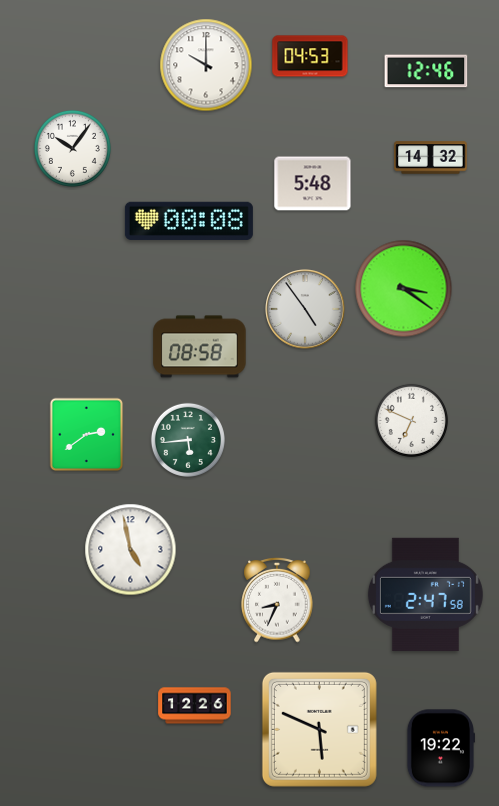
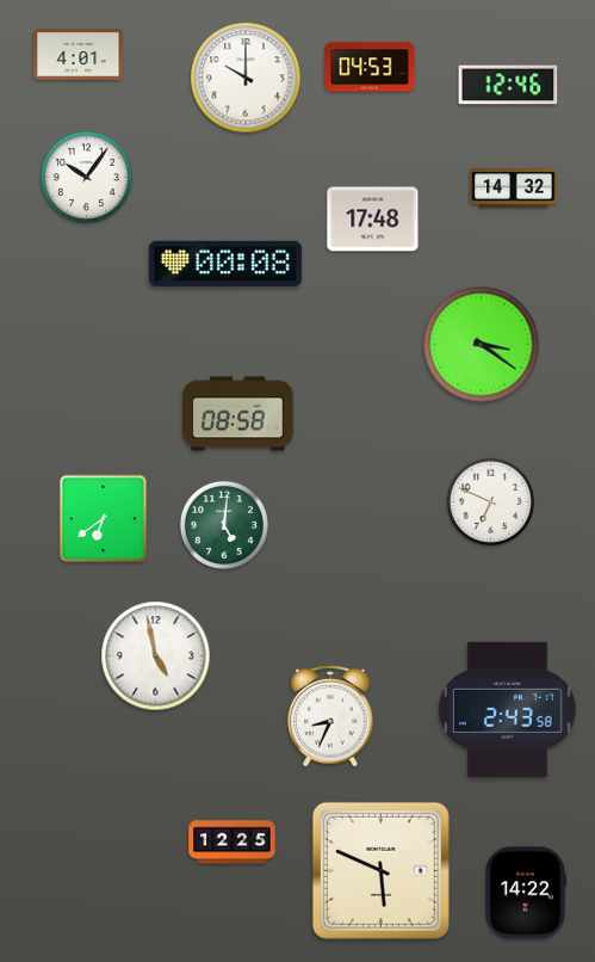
clock at (79, 55): none -> 4:01
clock at (313, 184): 5:48 -> 17:48
clock at (305, 309): 4:54 -> none
clock at (87, 435): 2:39 -> 6:39
clock at (188, 440): 5:44 -> 5:01
clock at (425, 594): 2:47 -> 2:43
clock at (195, 706): 12:26 -> 12:25
clock at (440, 748): 19:22 -> 14:22
